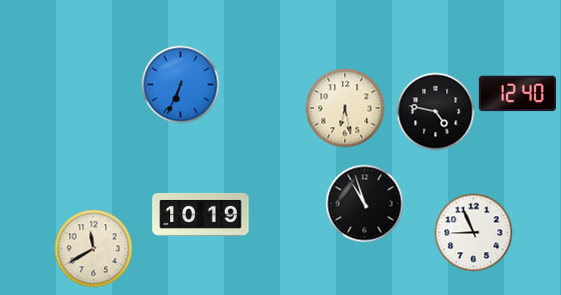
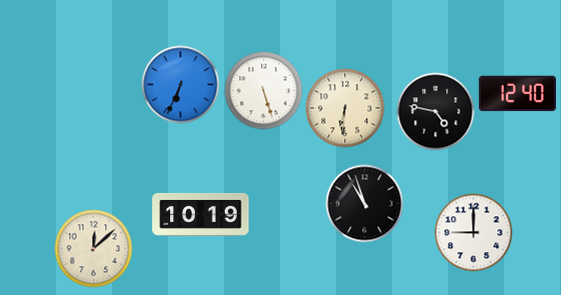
clock at (263, 90): none -> 5:27
clock at (345, 108): 6:28 -> 6:31
clock at (473, 232): 8:56 -> 9:00
clock at (93, 248): 11:40 -> 12:08
